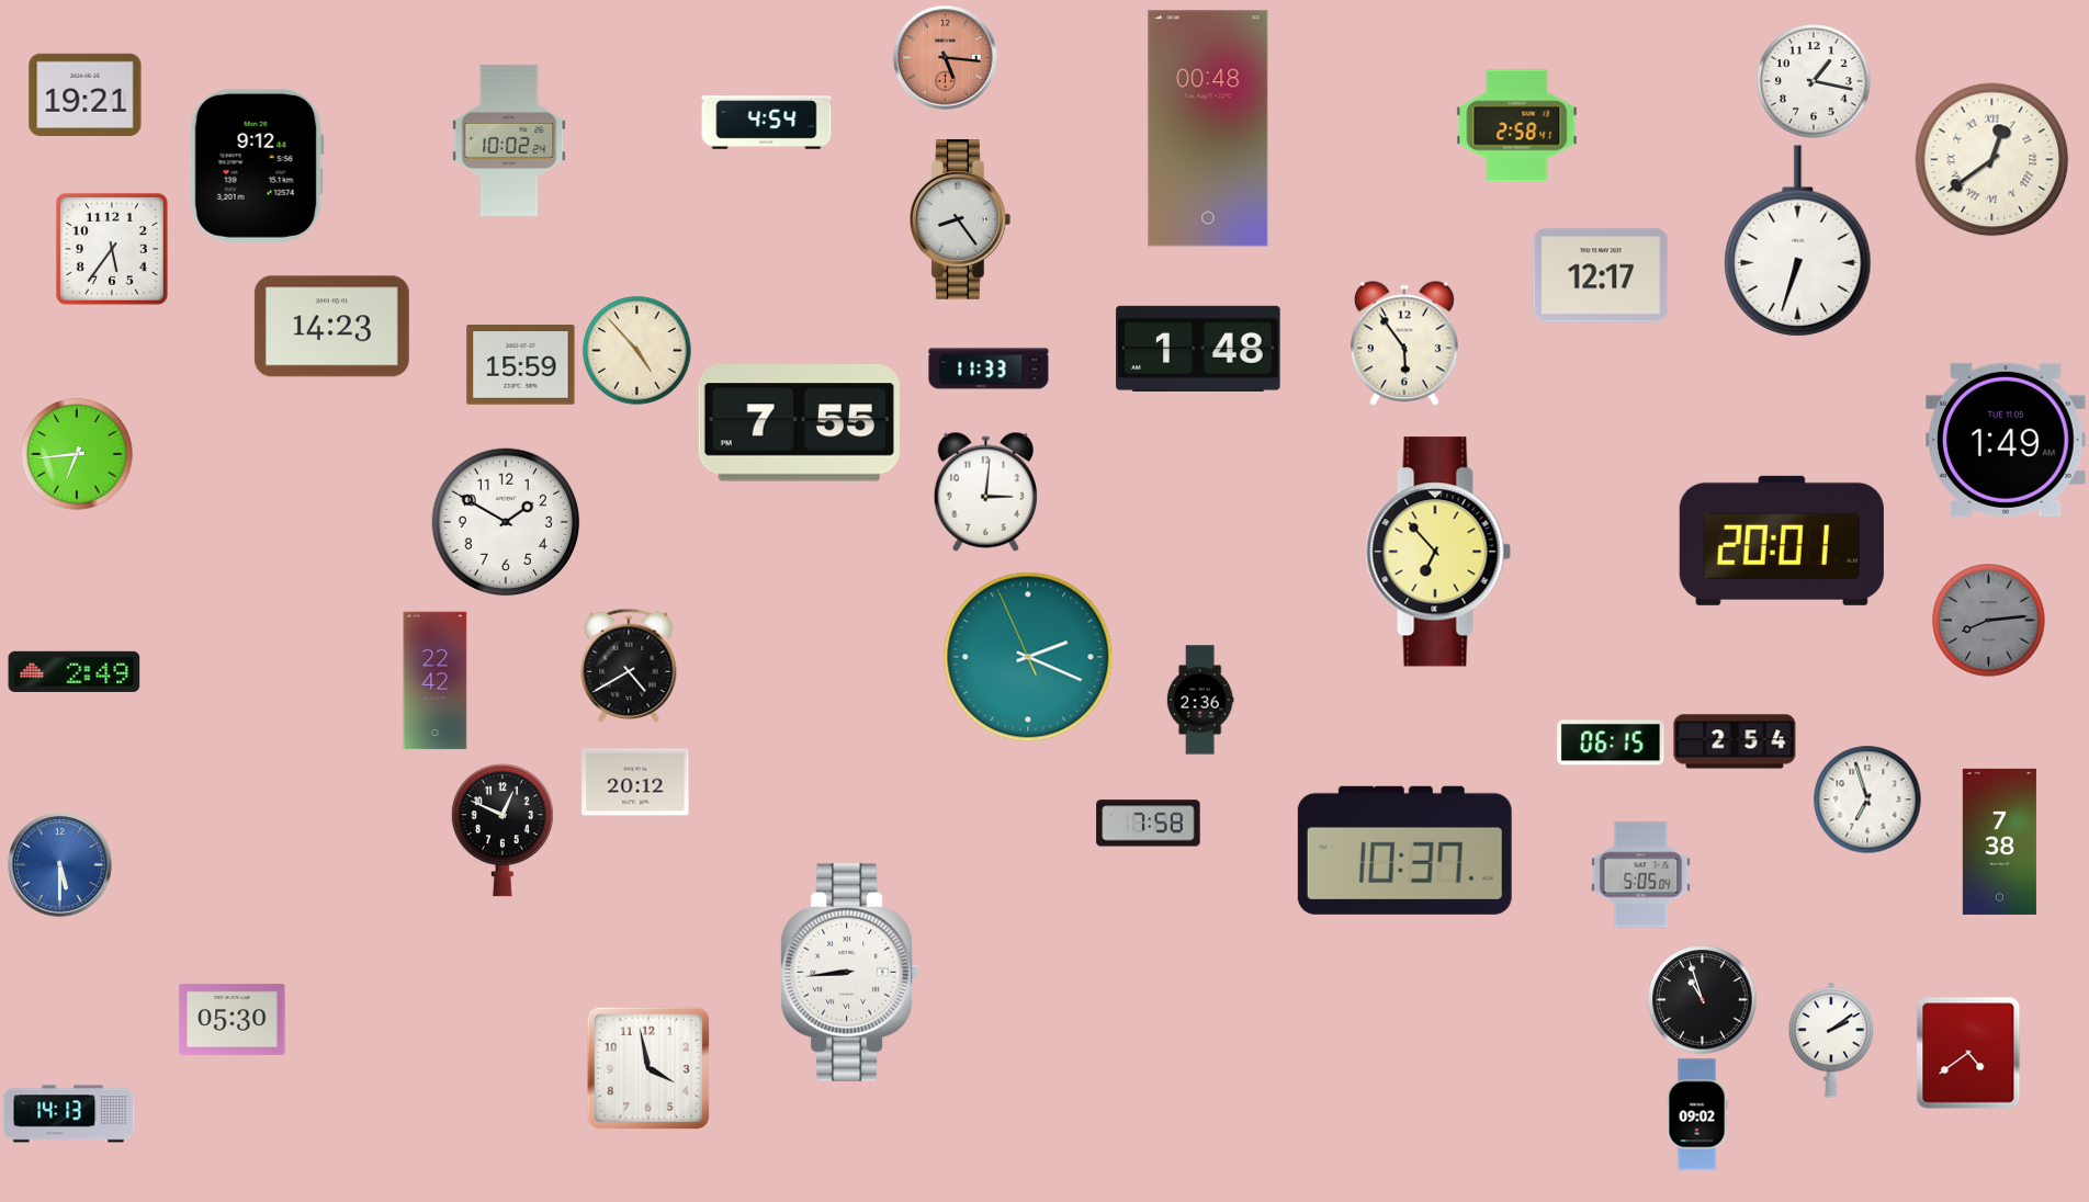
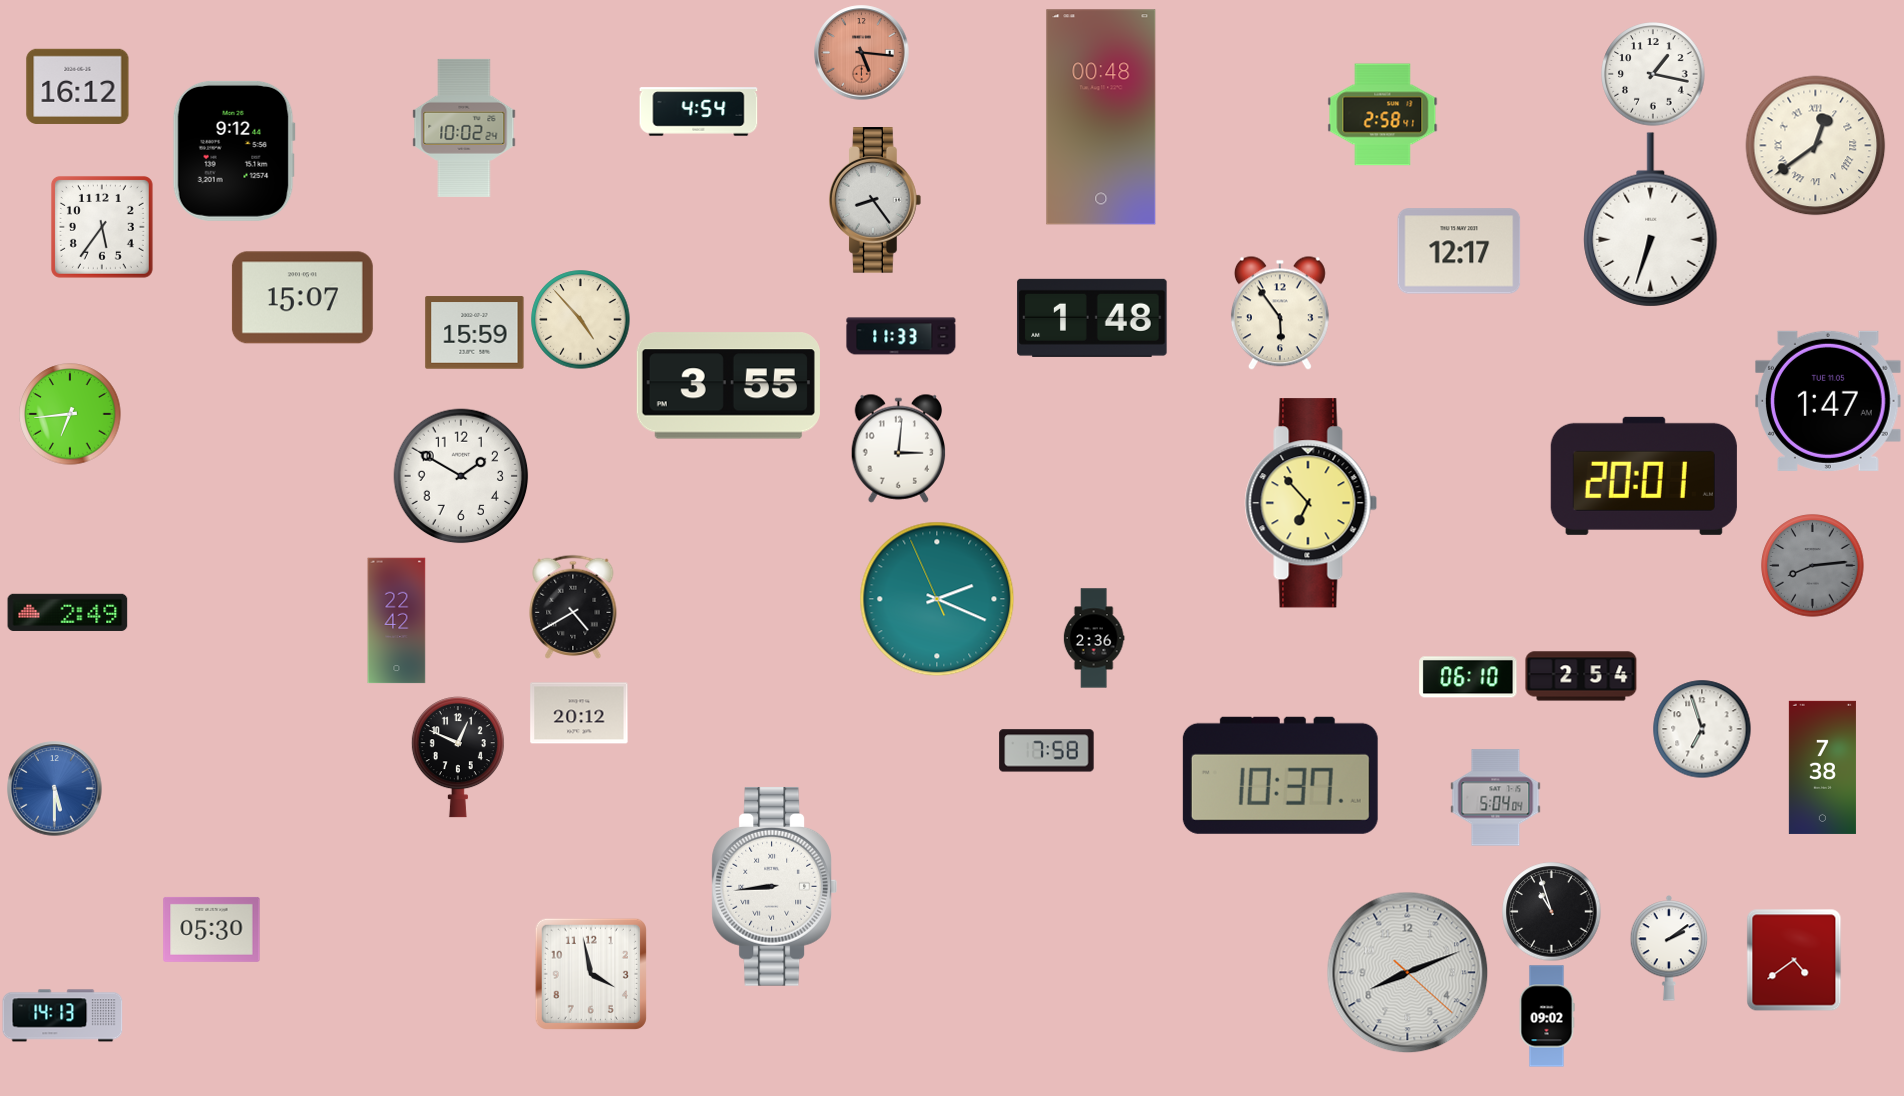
clock at (86, 94): 19:21 -> 16:12
clock at (1798, 241) position: (1798, 241) -> (1651, 220)
clock at (331, 327): 14:23 -> 15:07
clock at (799, 423): 7:55 -> 3:55
clock at (2007, 440): 1:49 -> 1:47
clock at (1782, 541) position: (1782, 541) -> (1644, 476)
clock at (1611, 742): 06:15 -> 06:10
clock at (1641, 875): 5:05 -> 5:04
clock at (1408, 973): none -> 8:11
